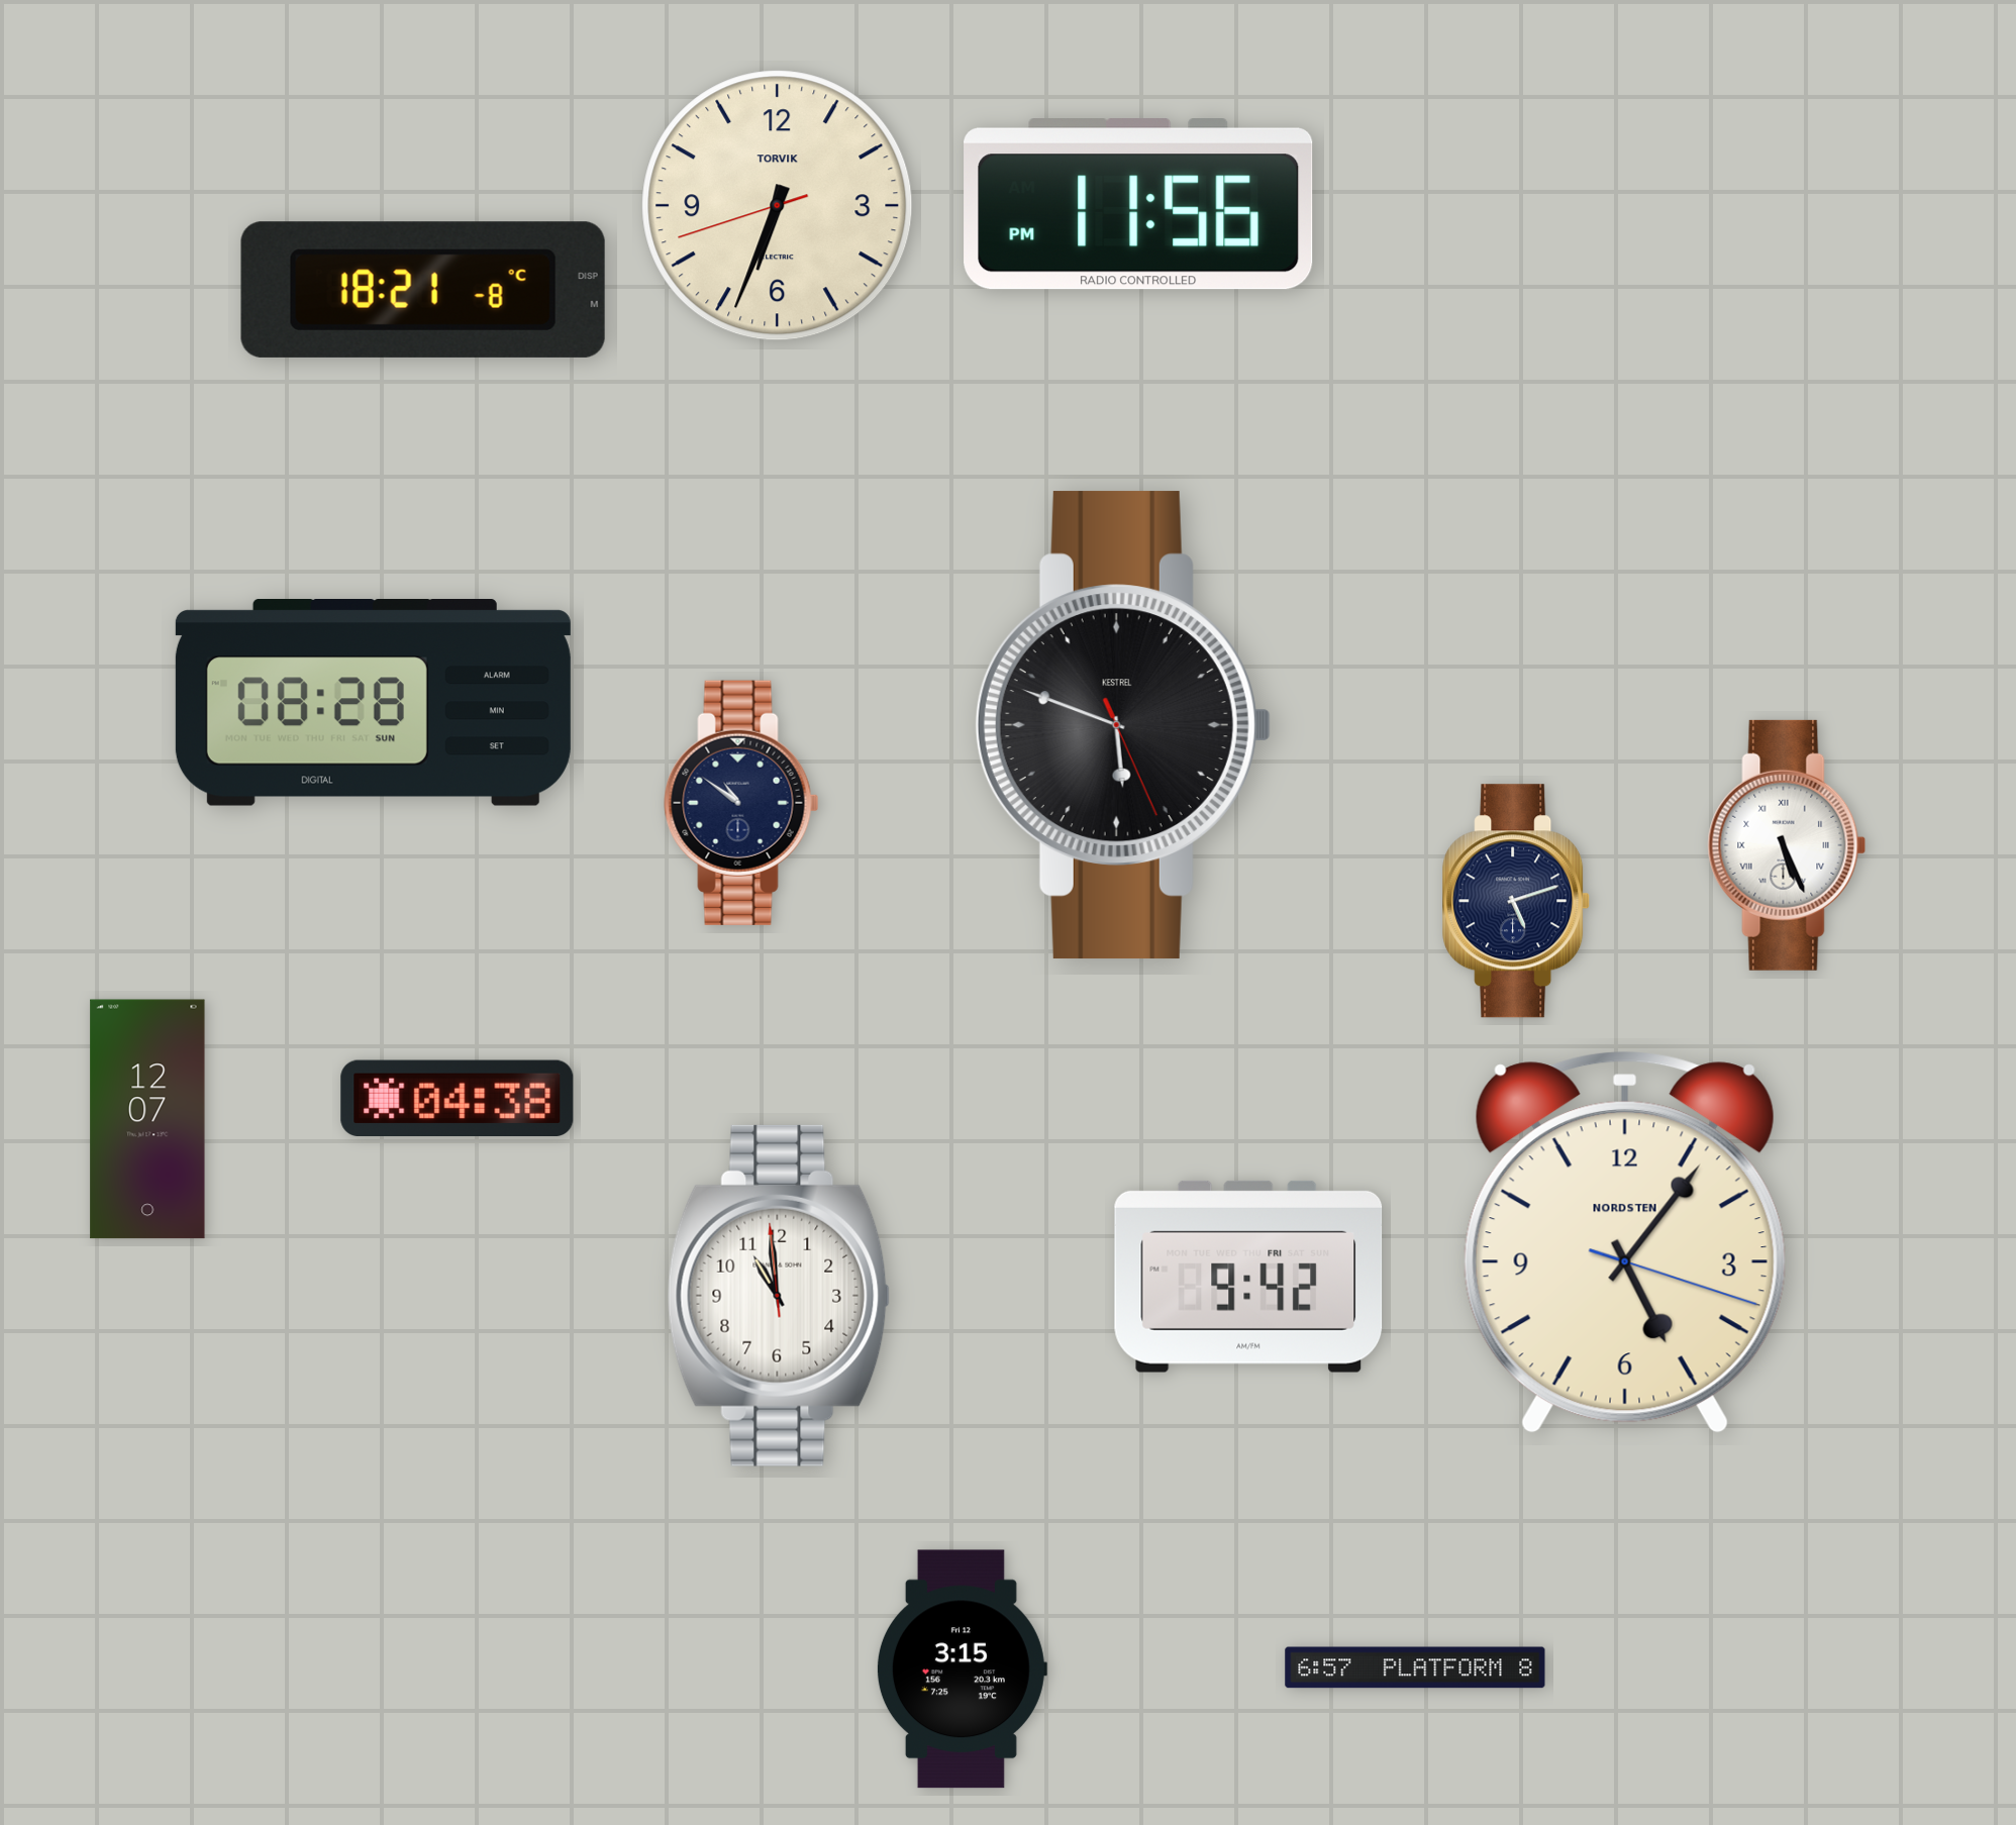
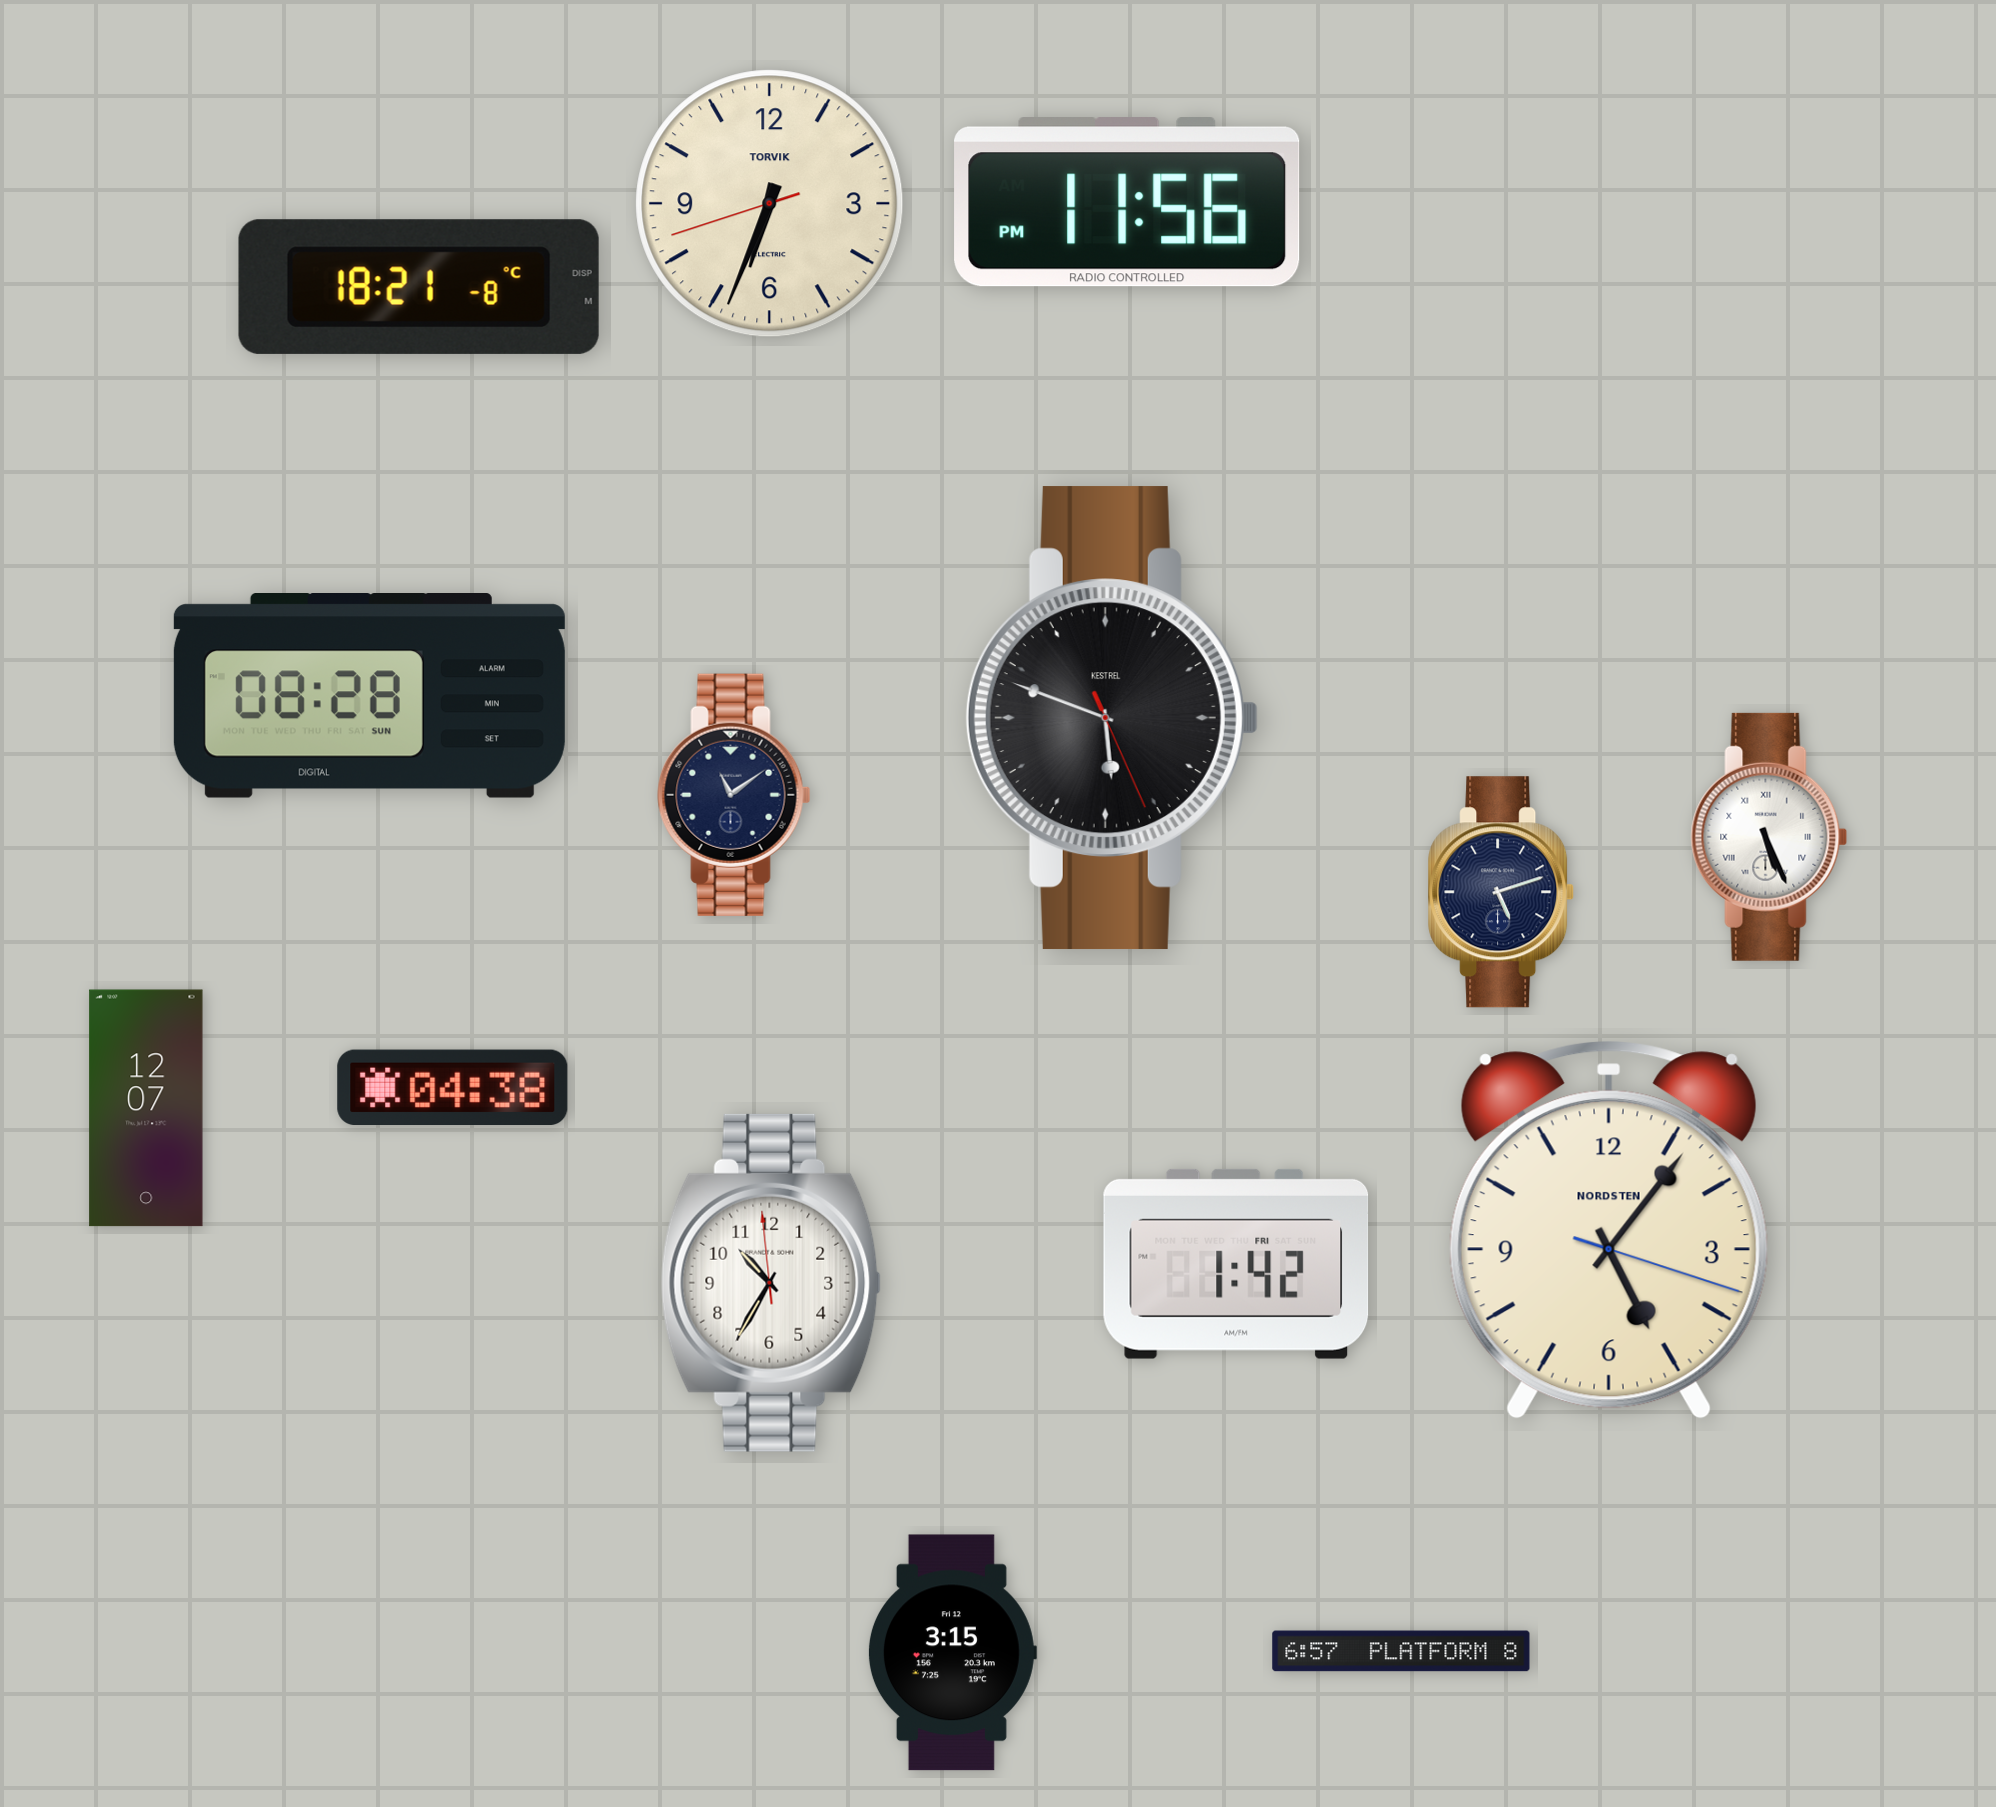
clock at (741, 803): 10:51 -> 11:09
clock at (1248, 1277): 9:42 -> 1:42
clock at (779, 1296): 10:58 -> 10:34
